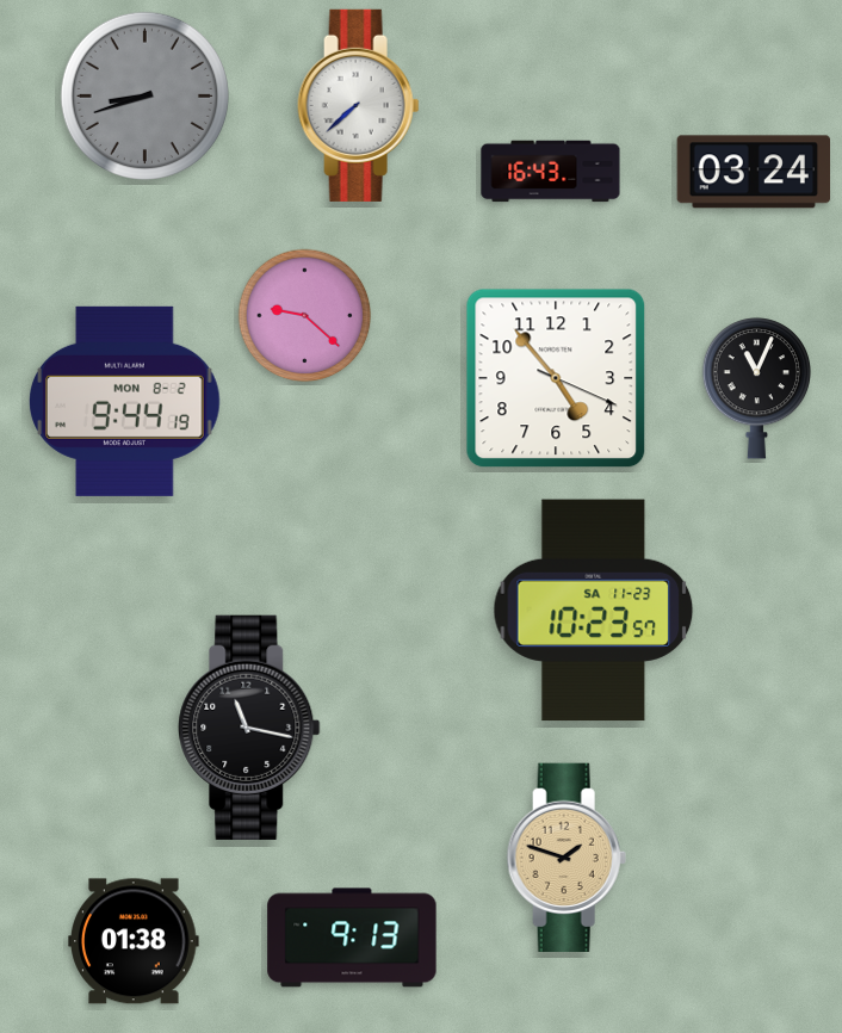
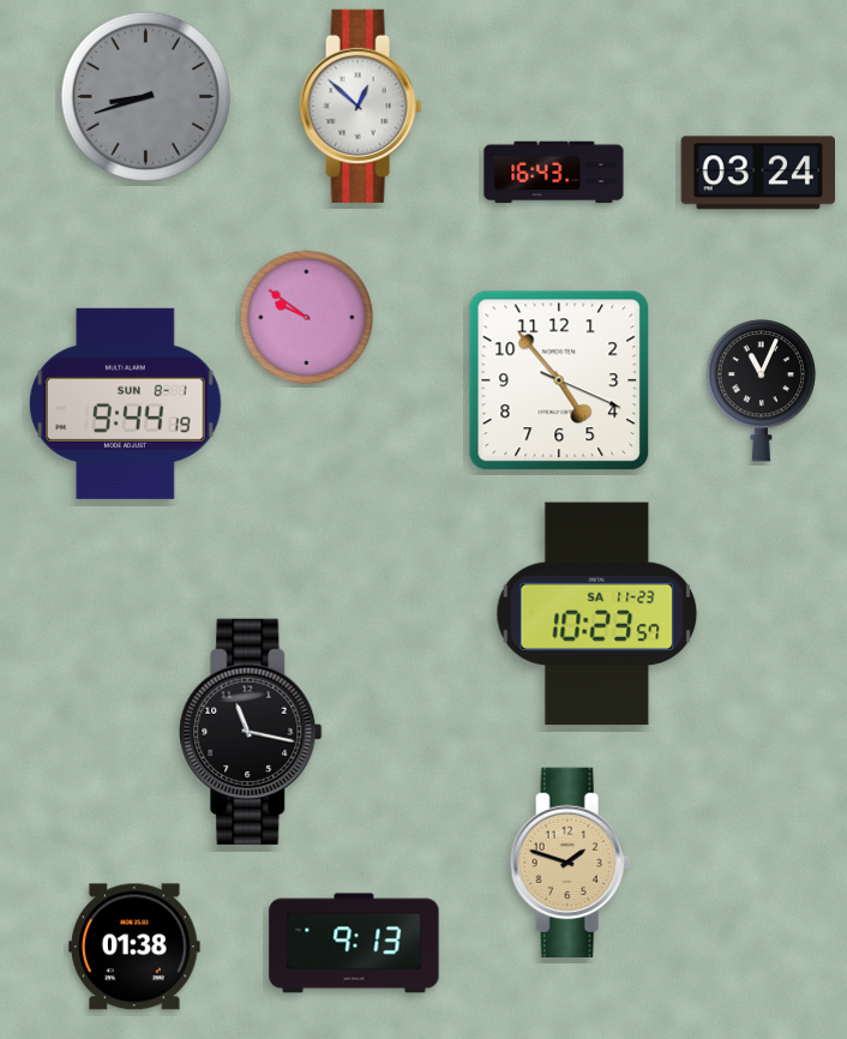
clock at (359, 105): 7:38 -> 12:52
clock at (305, 316): 9:22 -> 9:51
clock at (125, 401) date: MON 8-2 -> SUN 8-1
